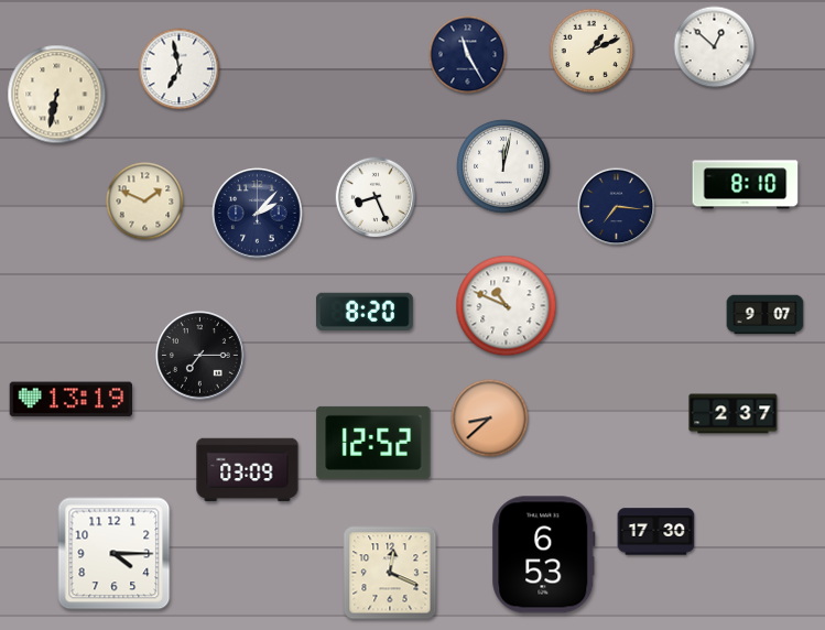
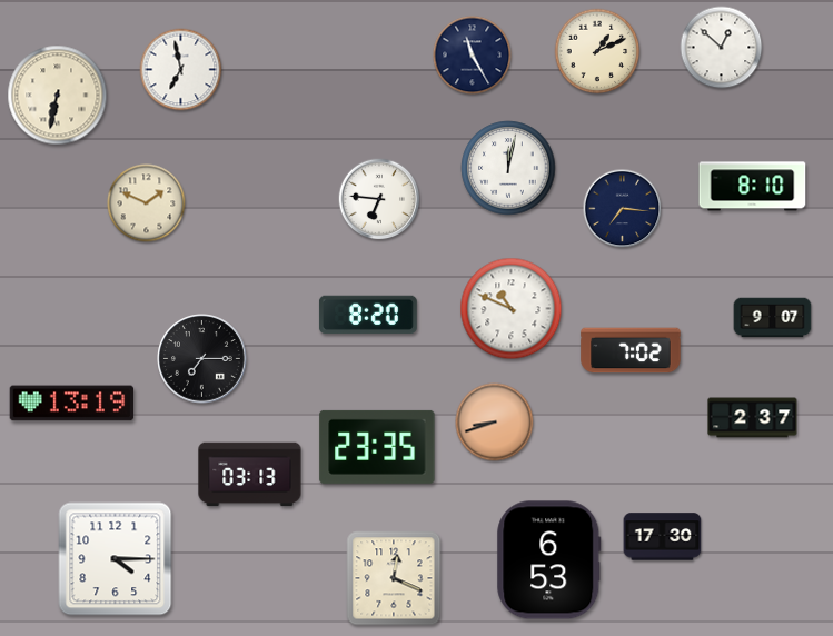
clock at (376, 197): 8:26 -> 6:46
clock at (258, 214): 2:07 -> none
clock at (631, 350): none -> 7:02
clock at (734, 414) position: (734, 414) -> (753, 418)
clock at (490, 419): 8:38 -> 8:42
clock at (373, 443): 12:52 -> 23:35
clock at (248, 470): 03:09 -> 03:13
